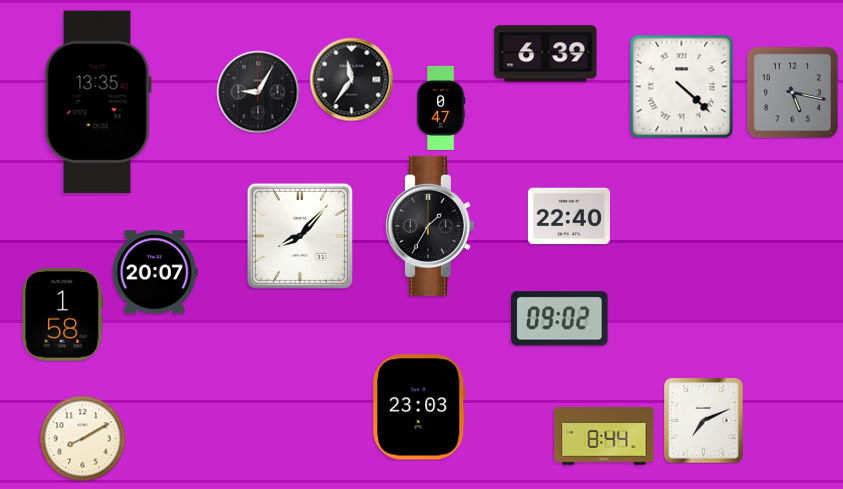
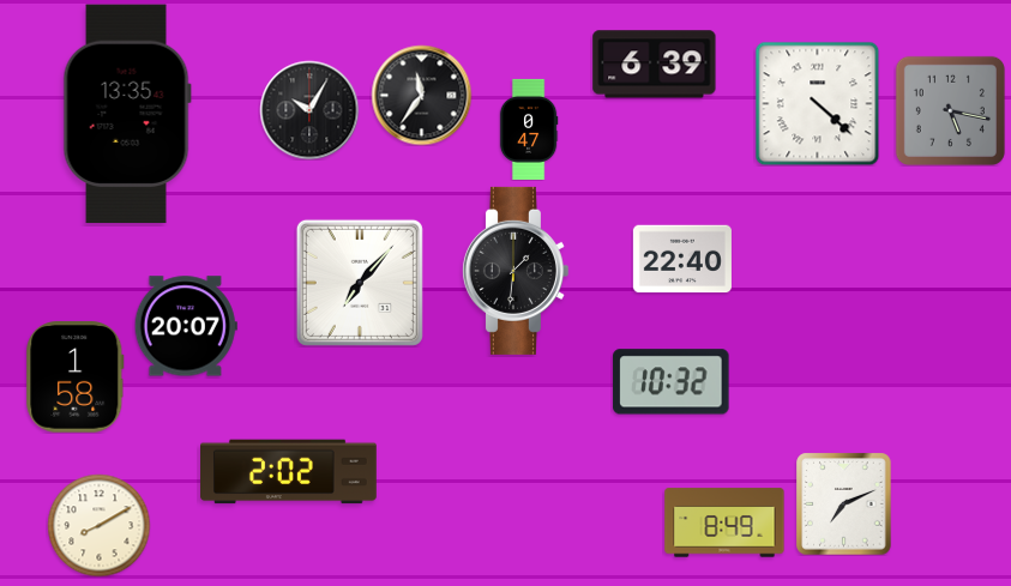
clock at (258, 92): 9:05 -> 10:05
clock at (98, 102) position: (98, 102) -> (127, 114)
clock at (429, 226): 1:35 -> 1:31
clock at (300, 236): 8:07 -> 7:07
clock at (560, 319): 09:02 -> 10:32
clock at (289, 472): none -> 2:02
clock at (420, 407): 23:03 -> none
clock at (604, 436): 8:44 -> 8:49
